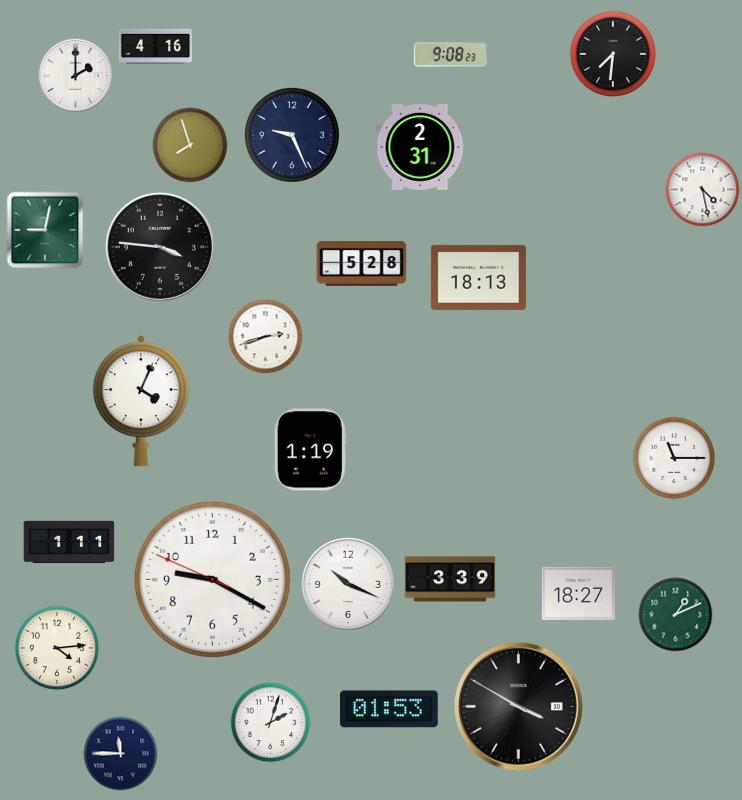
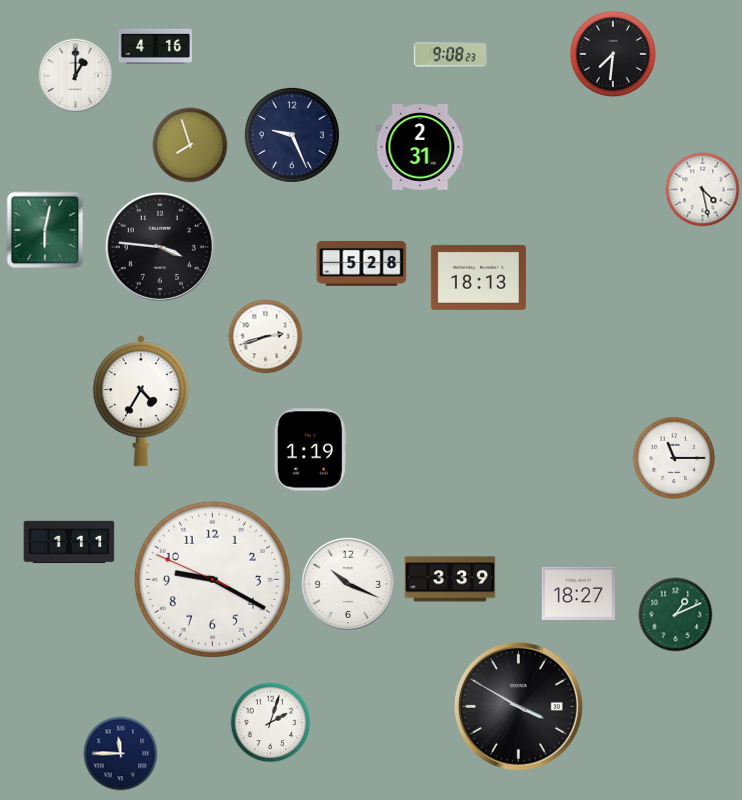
clock at (76, 76): 2:00 -> 1:00
clock at (45, 230): 9:02 -> 6:02
clock at (141, 401): 4:04 -> 4:35
clock at (57, 648): 4:14 -> none
clock at (389, 709): 01:53 -> none
